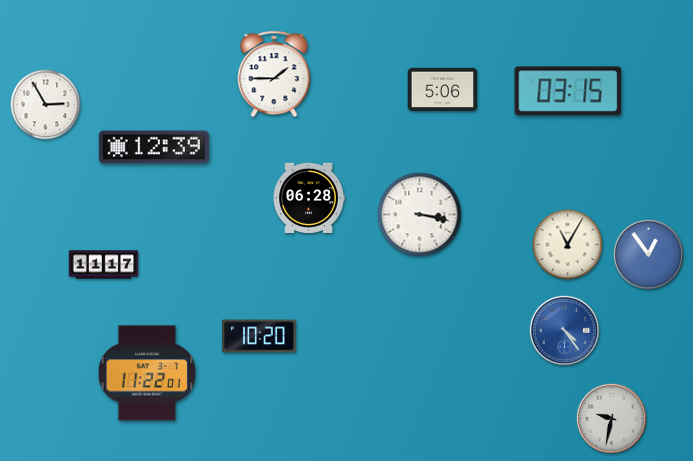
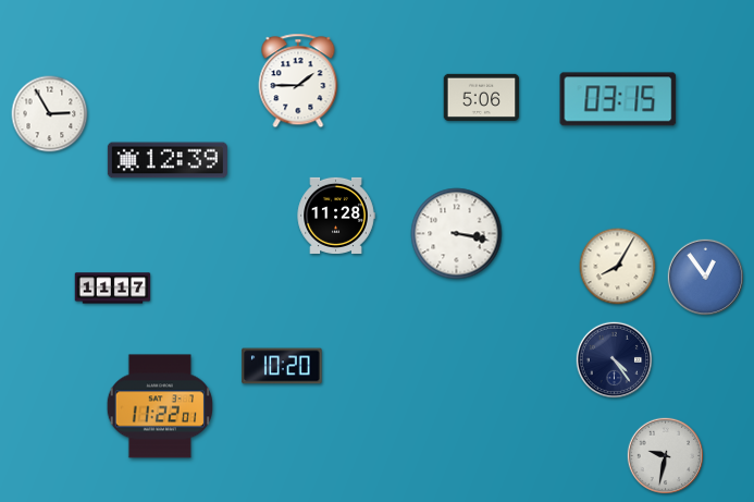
clock at (309, 198): 06:28 -> 11:28
clock at (568, 245): 11:05 -> 8:05
clock at (564, 330) dial: blue -> navy
